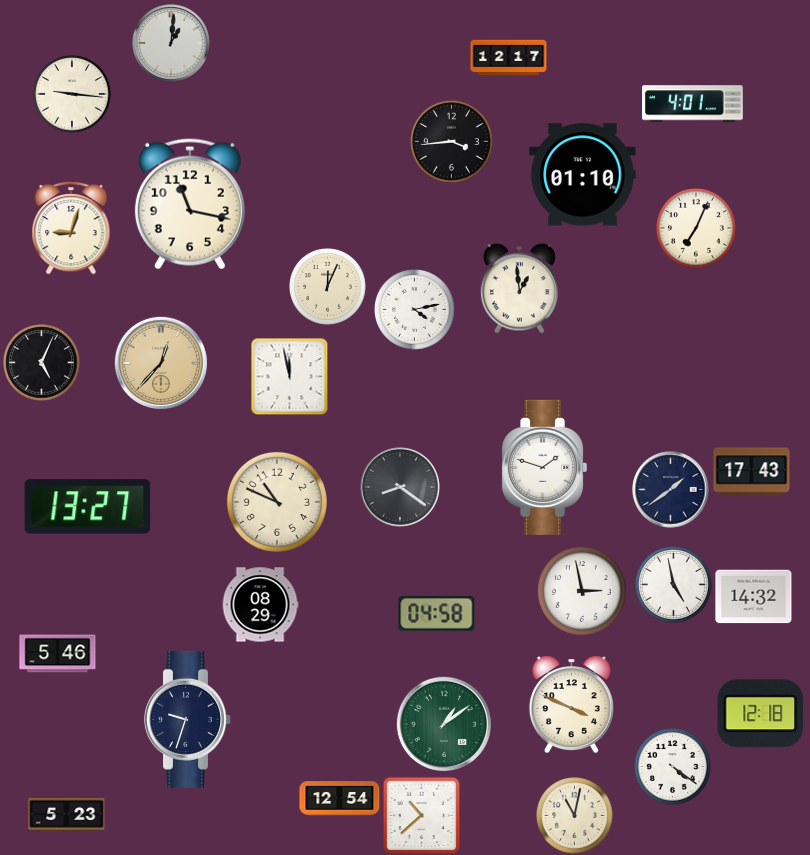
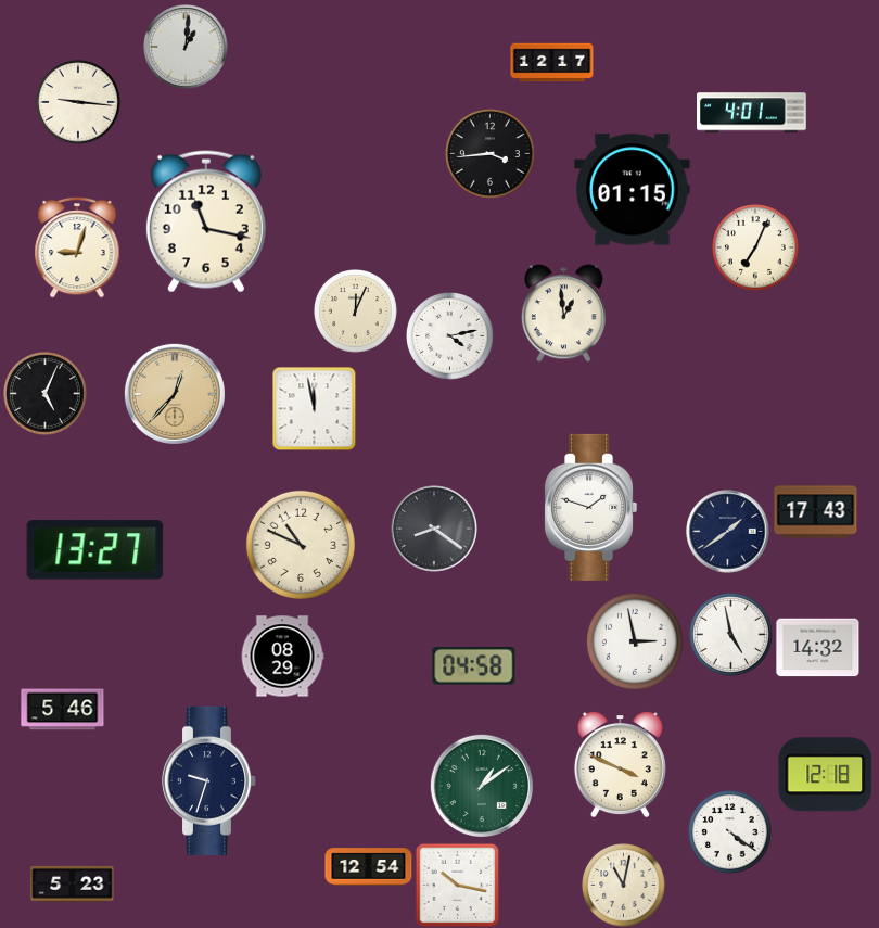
clock at (583, 175): 01:10 -> 01:15
clock at (582, 591) position: (582, 591) -> (635, 641)
clock at (188, 719) position: (188, 719) -> (209, 780)
clock at (421, 815): 10:38 -> 10:17
